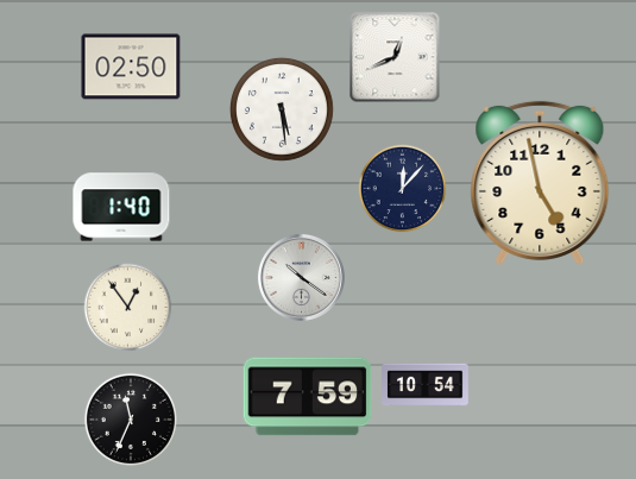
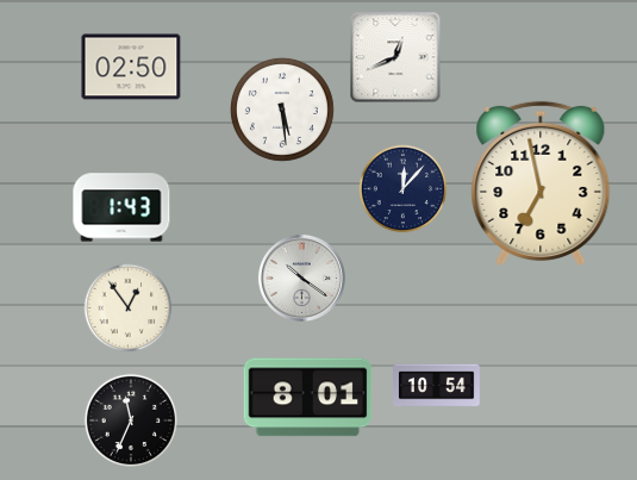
clock at (540, 183): 4:58 -> 6:58
clock at (121, 207): 1:40 -> 1:43
clock at (426, 385) position: (426, 385) -> (437, 386)
clock at (308, 397): 7:59 -> 8:01
